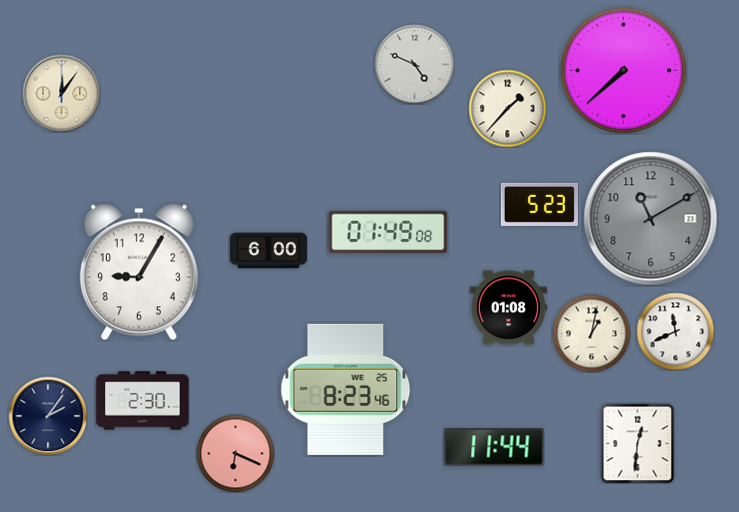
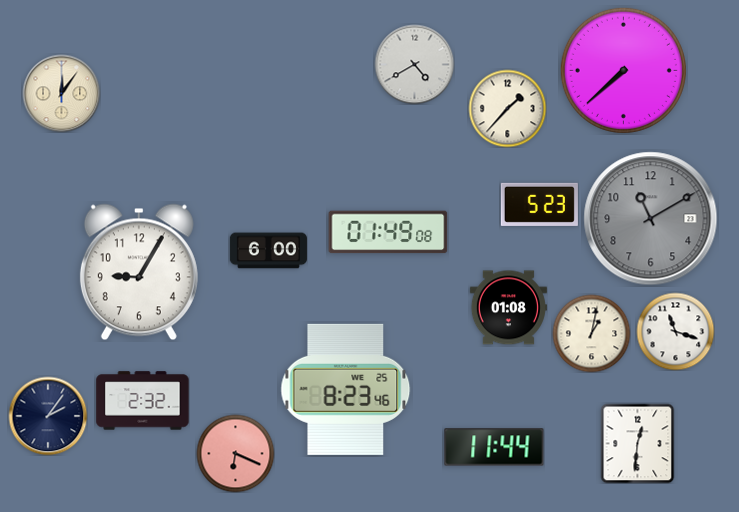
clock at (414, 64): 4:49 -> 4:40
clock at (675, 331): 11:41 -> 11:18
clock at (143, 401): 2:30 -> 2:32
